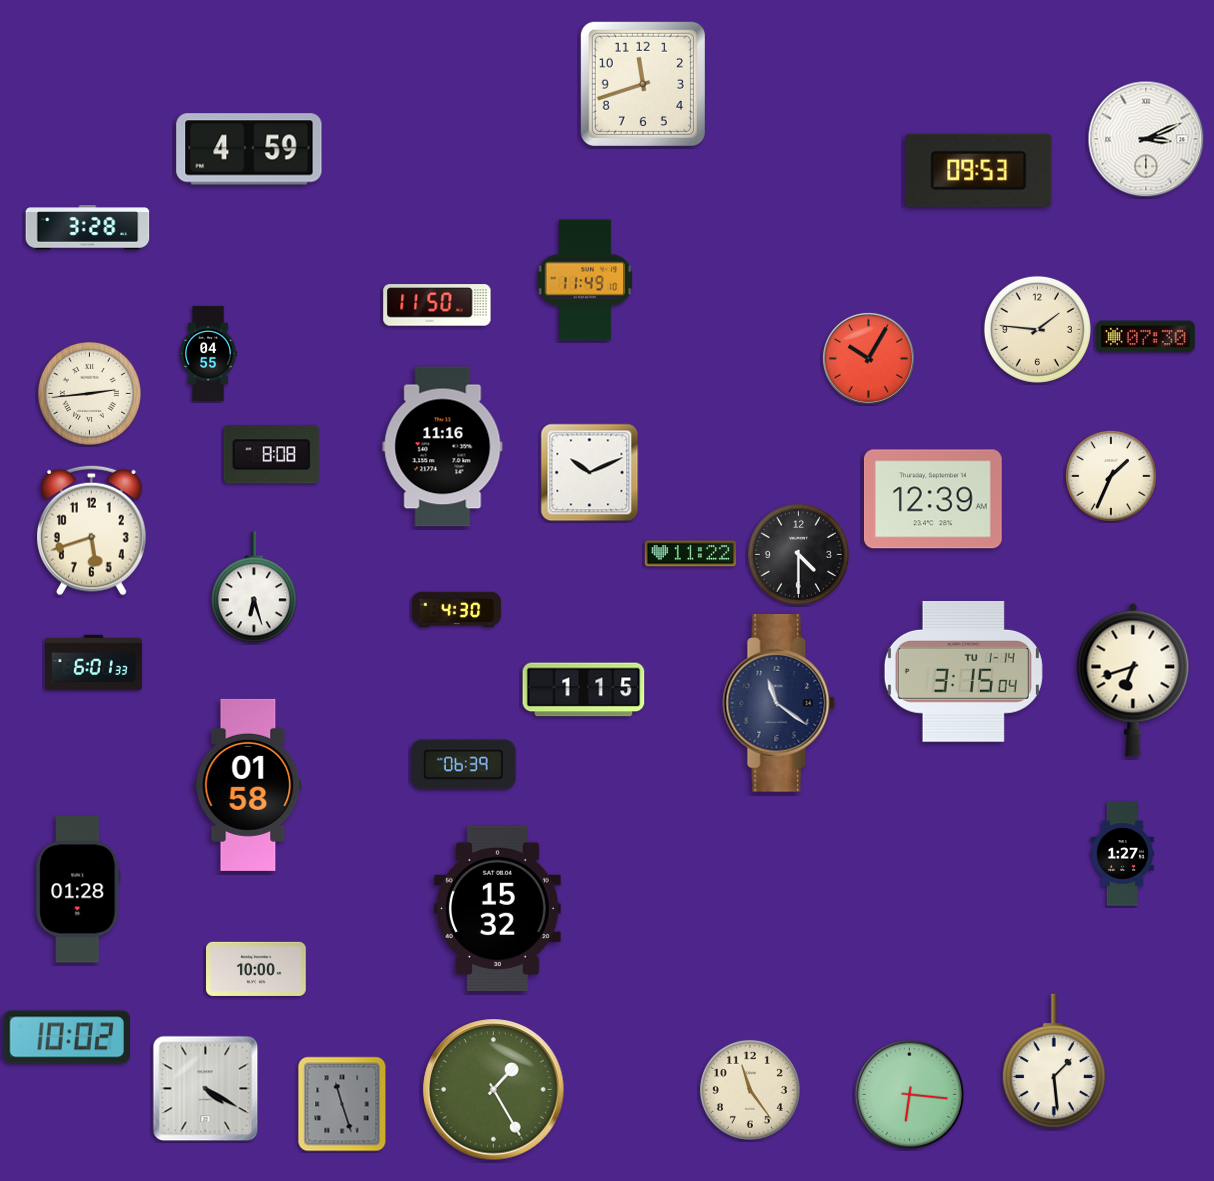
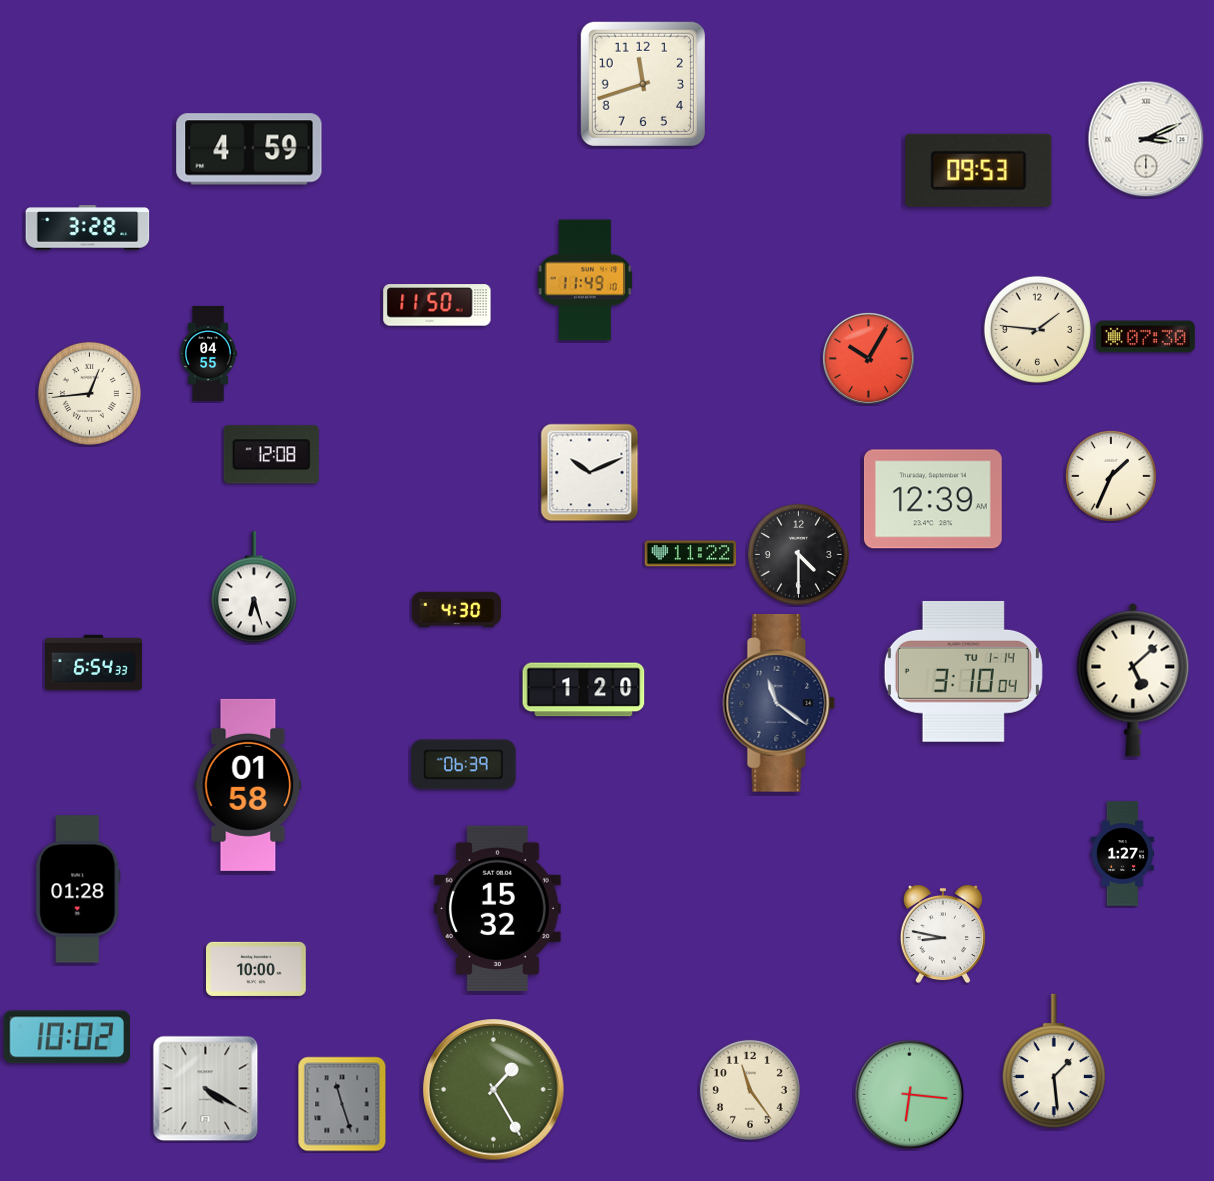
clock at (89, 393): 2:44 -> 12:44
clock at (443, 447): 11:16 -> none
clock at (271, 455): 8:08 -> 12:08
clock at (92, 530): 5:42 -> none
clock at (93, 663): 6:01 -> 6:54
clock at (963, 672): 3:15 -> 3:10
clock at (1133, 680): 6:42 -> 5:08
clock at (584, 690): 1:15 -> 1:20
clock at (943, 934): none -> 8:47
